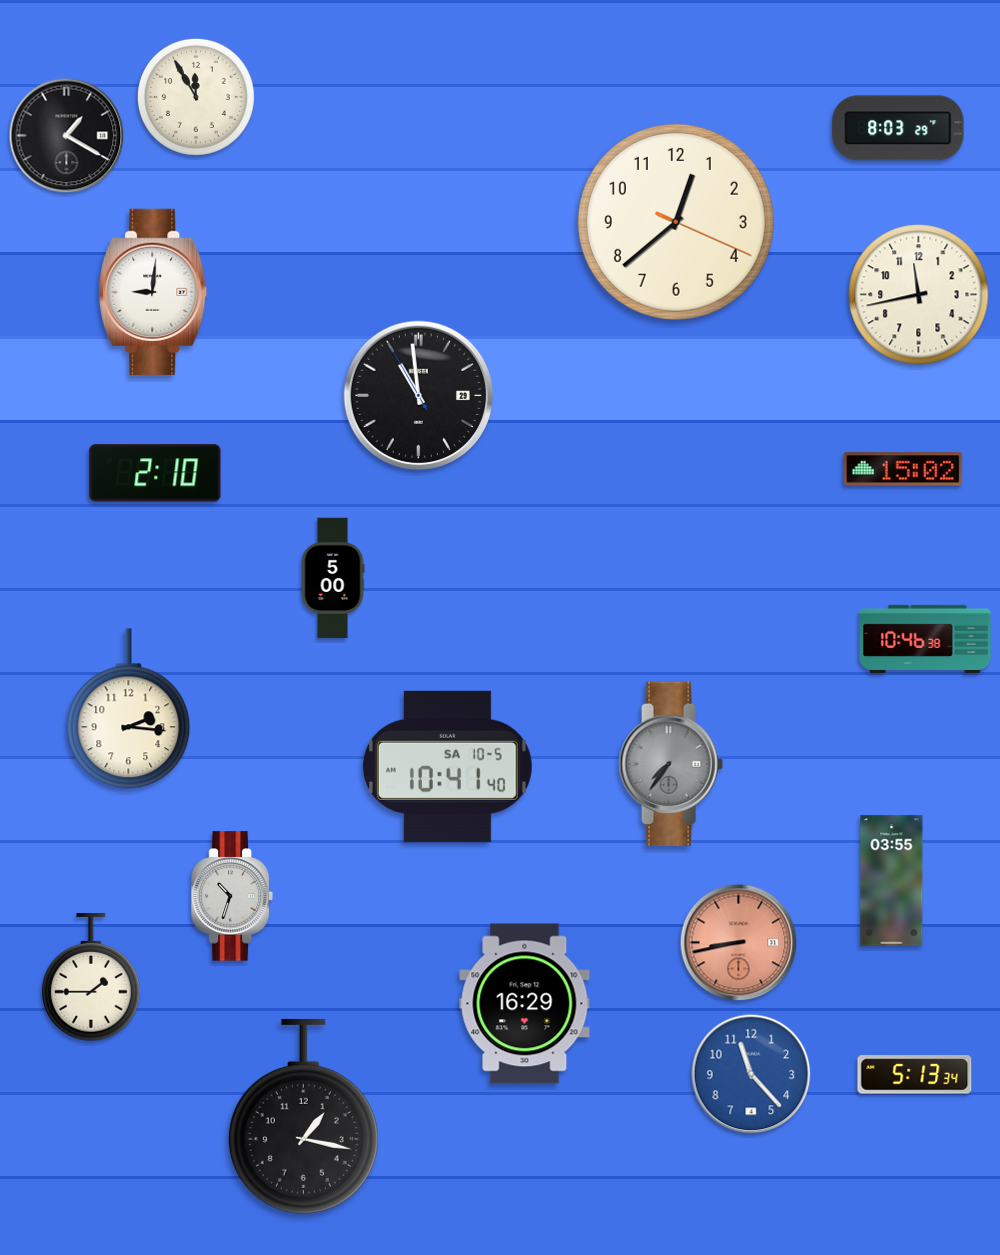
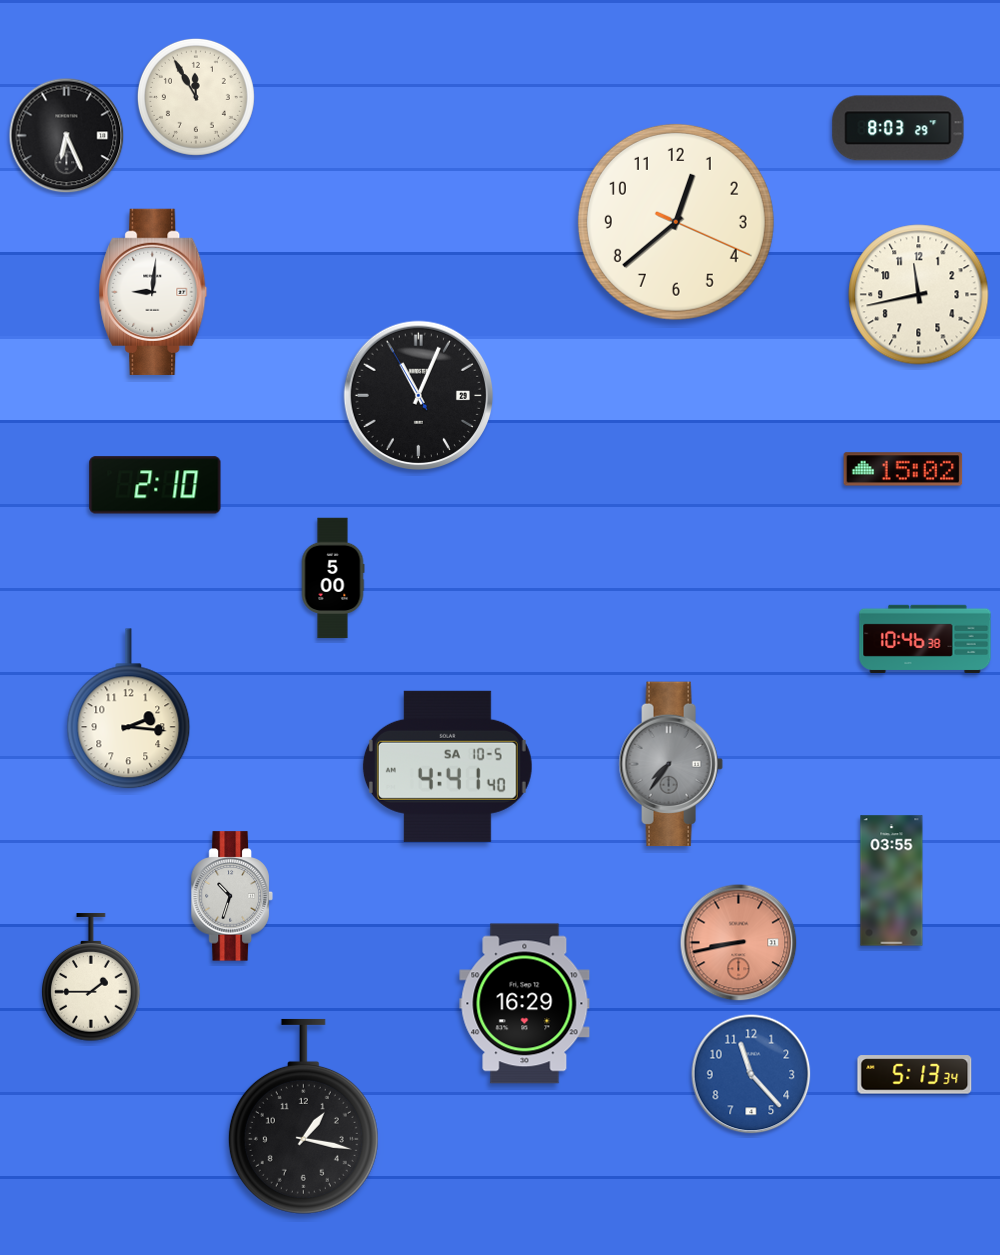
clock at (67, 136): 1:20 -> 6:26
clock at (419, 396): 10:58 -> 11:03
clock at (155, 473) position: (155, 473) -> (155, 485)
clock at (447, 766): 10:41 -> 4:41
